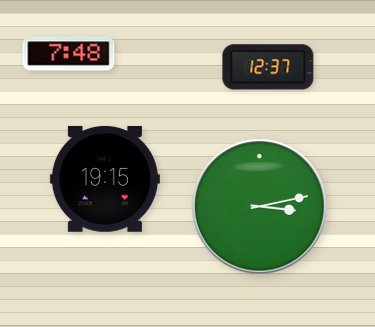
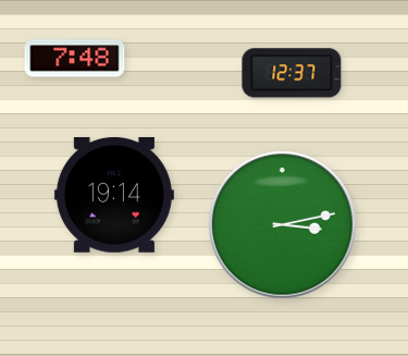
clock at (105, 179): 19:15 -> 19:14
